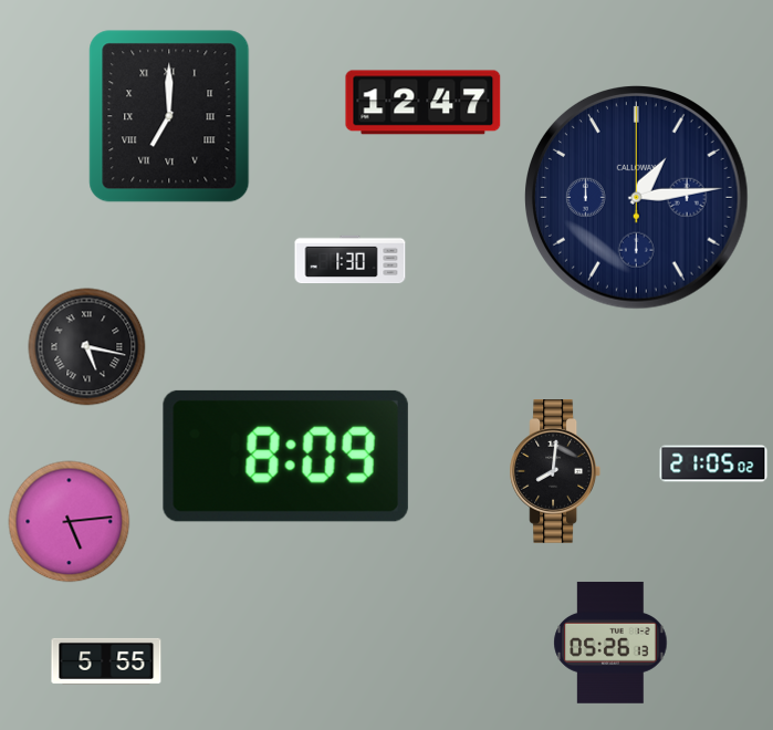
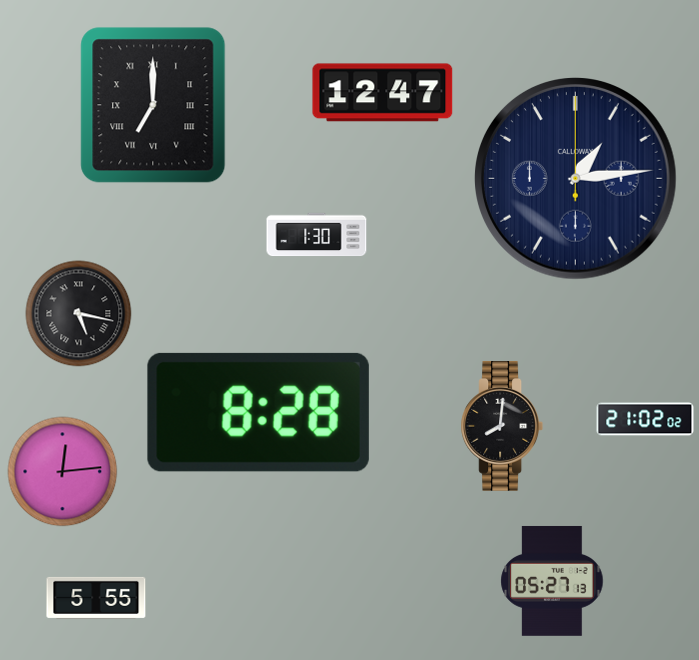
clock at (285, 456): 8:09 -> 8:28
clock at (713, 463): 21:05 -> 21:02
clock at (70, 522): 5:14 -> 12:14
clock at (610, 643): 05:26 -> 05:27
